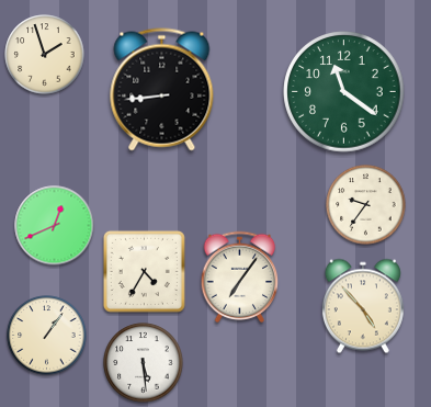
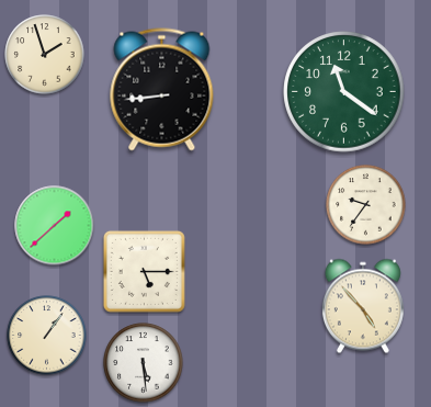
clock at (55, 226): 12:41 -> 1:38
clock at (144, 271): 4:35 -> 5:15
clock at (240, 278): 7:06 -> none
